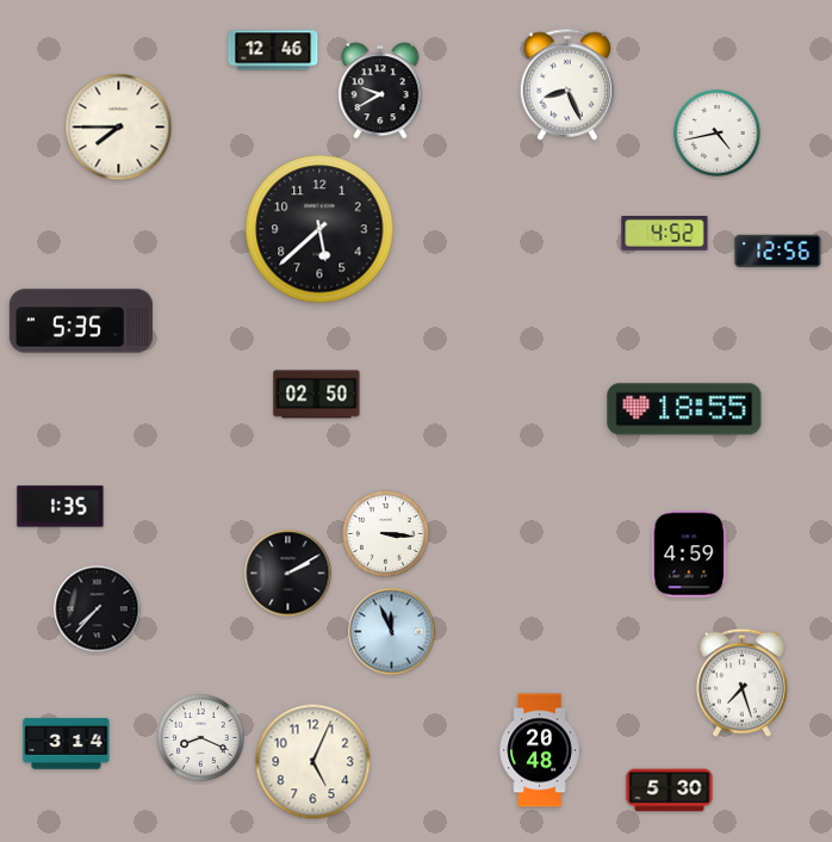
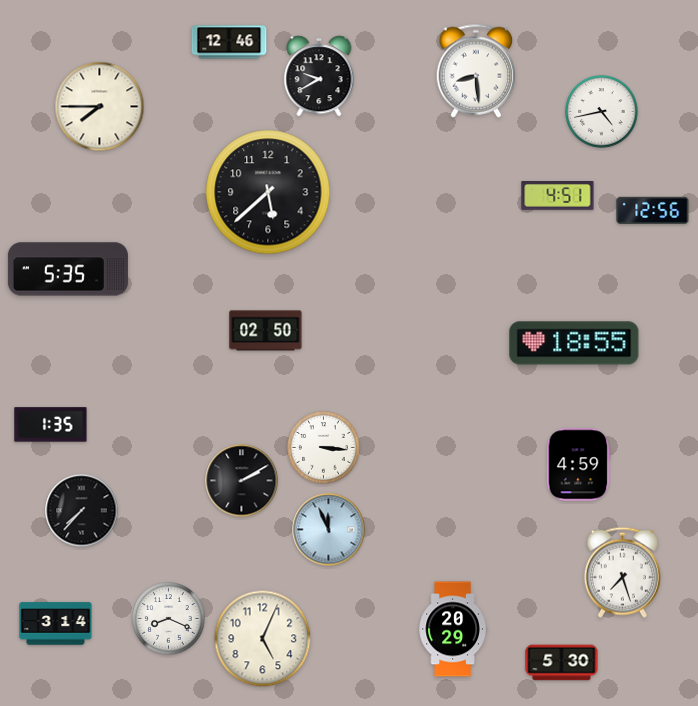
clock at (567, 85): 8:26 -> 8:29
clock at (665, 234): 4:52 -> 4:51
clock at (540, 750): 20:48 -> 20:29
